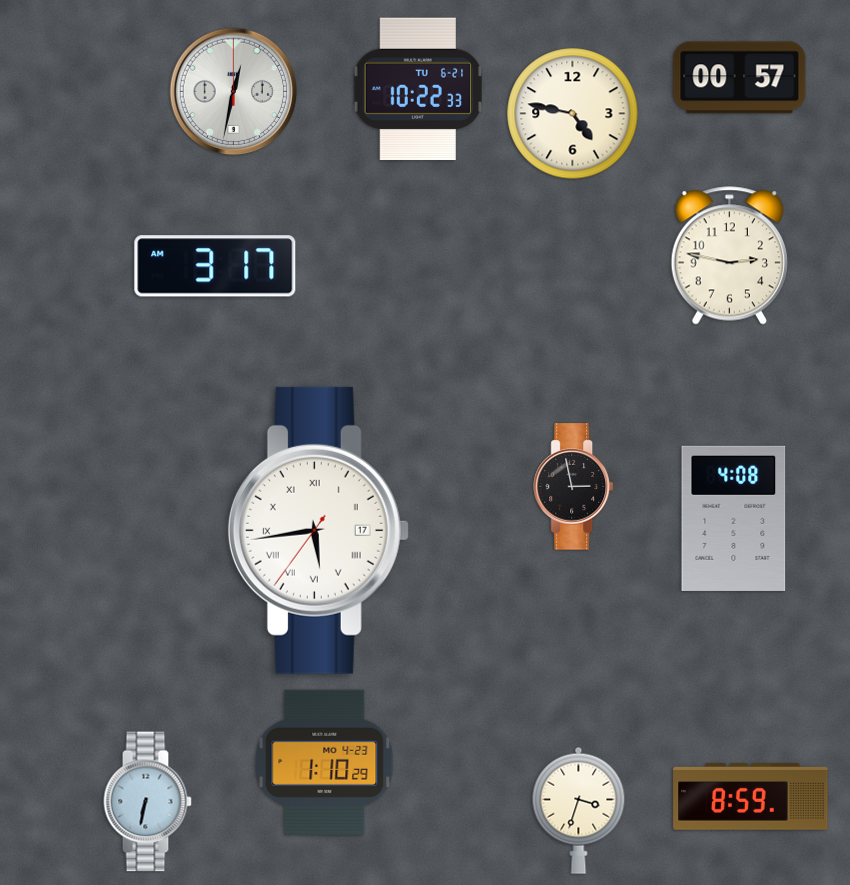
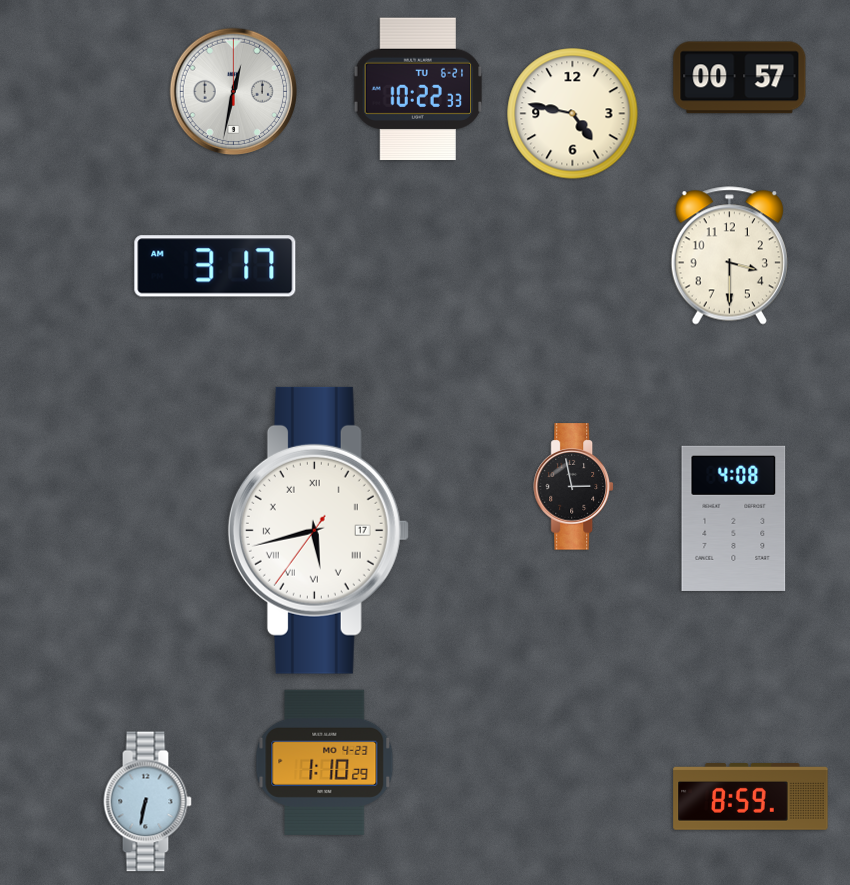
clock at (729, 256): 2:47 -> 3:30
clock at (318, 530): 5:43 -> 5:42
clock at (579, 810): 3:33 -> none
